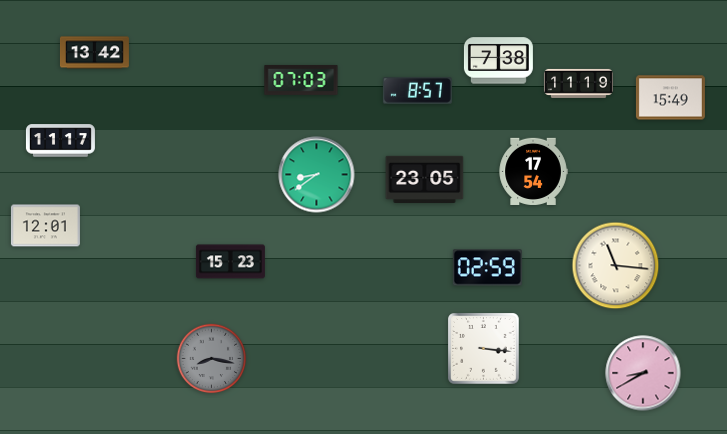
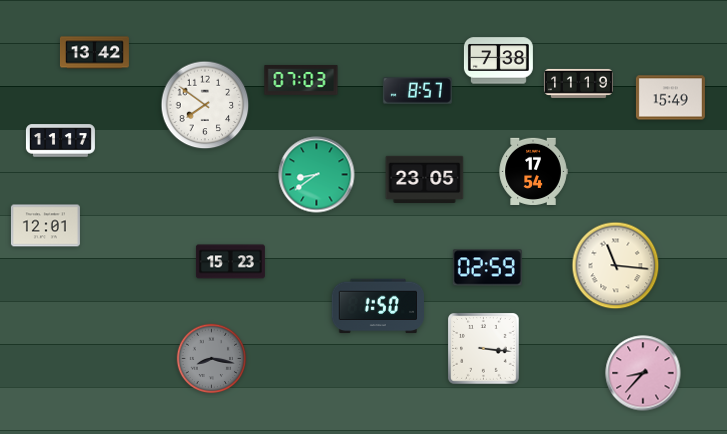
clock at (205, 105): none -> 7:51
clock at (377, 306): none -> 1:50
clock at (643, 373): 8:40 -> 8:37
